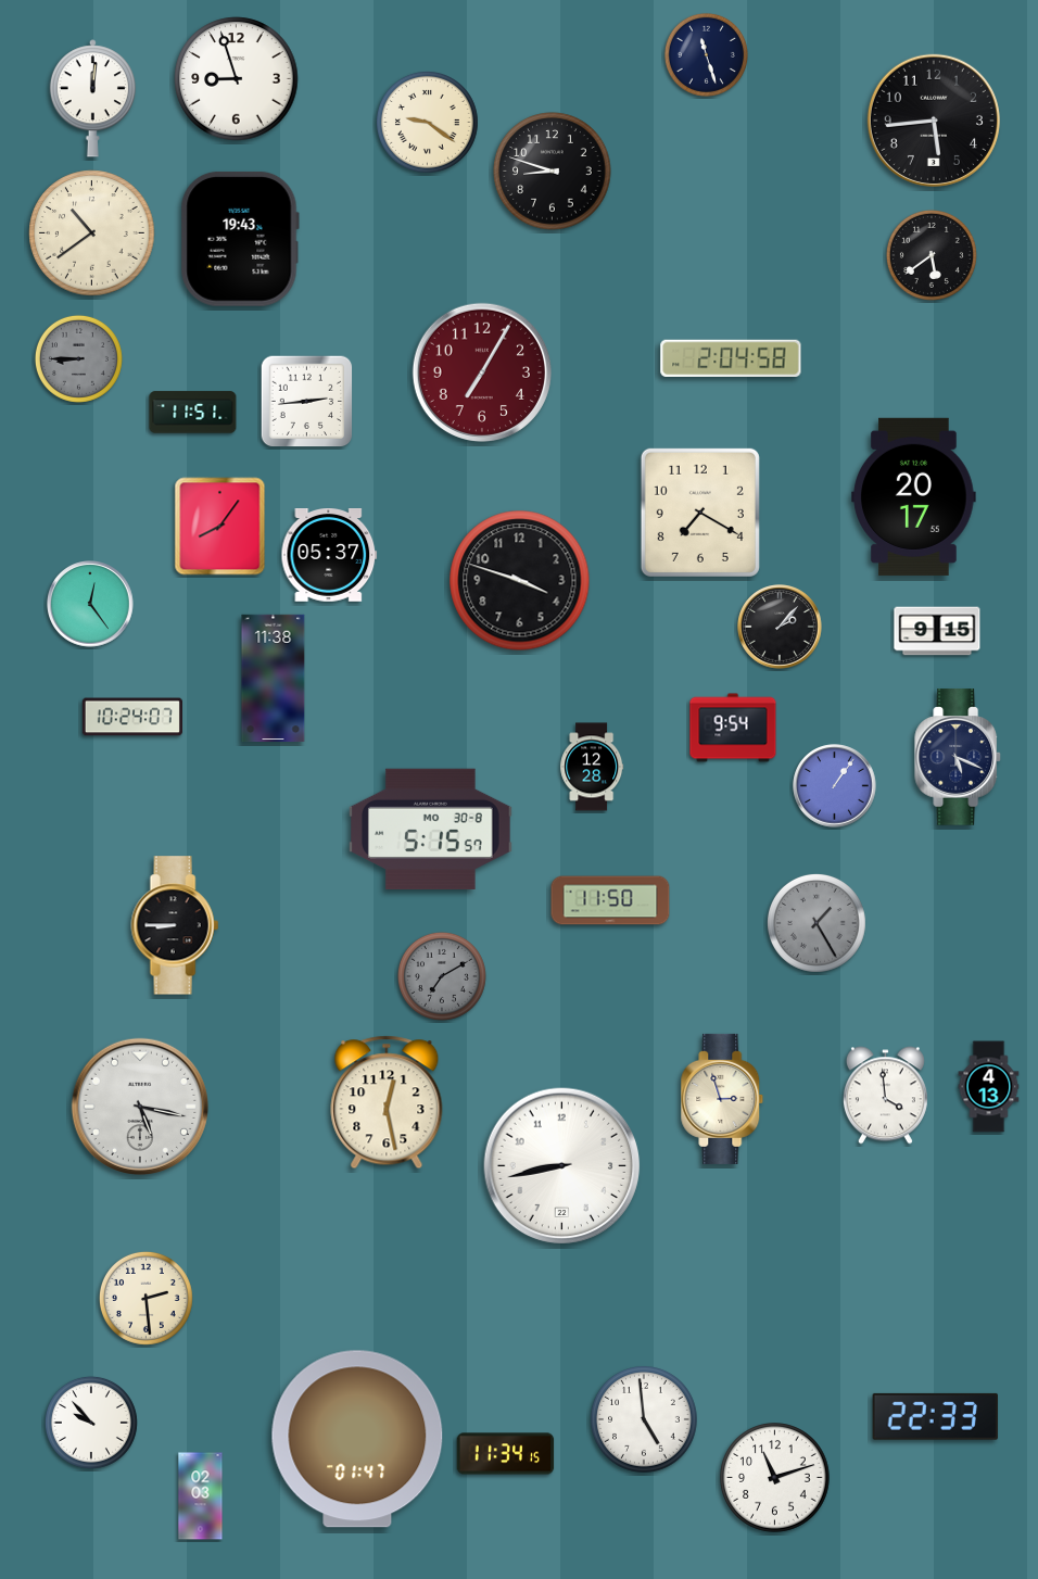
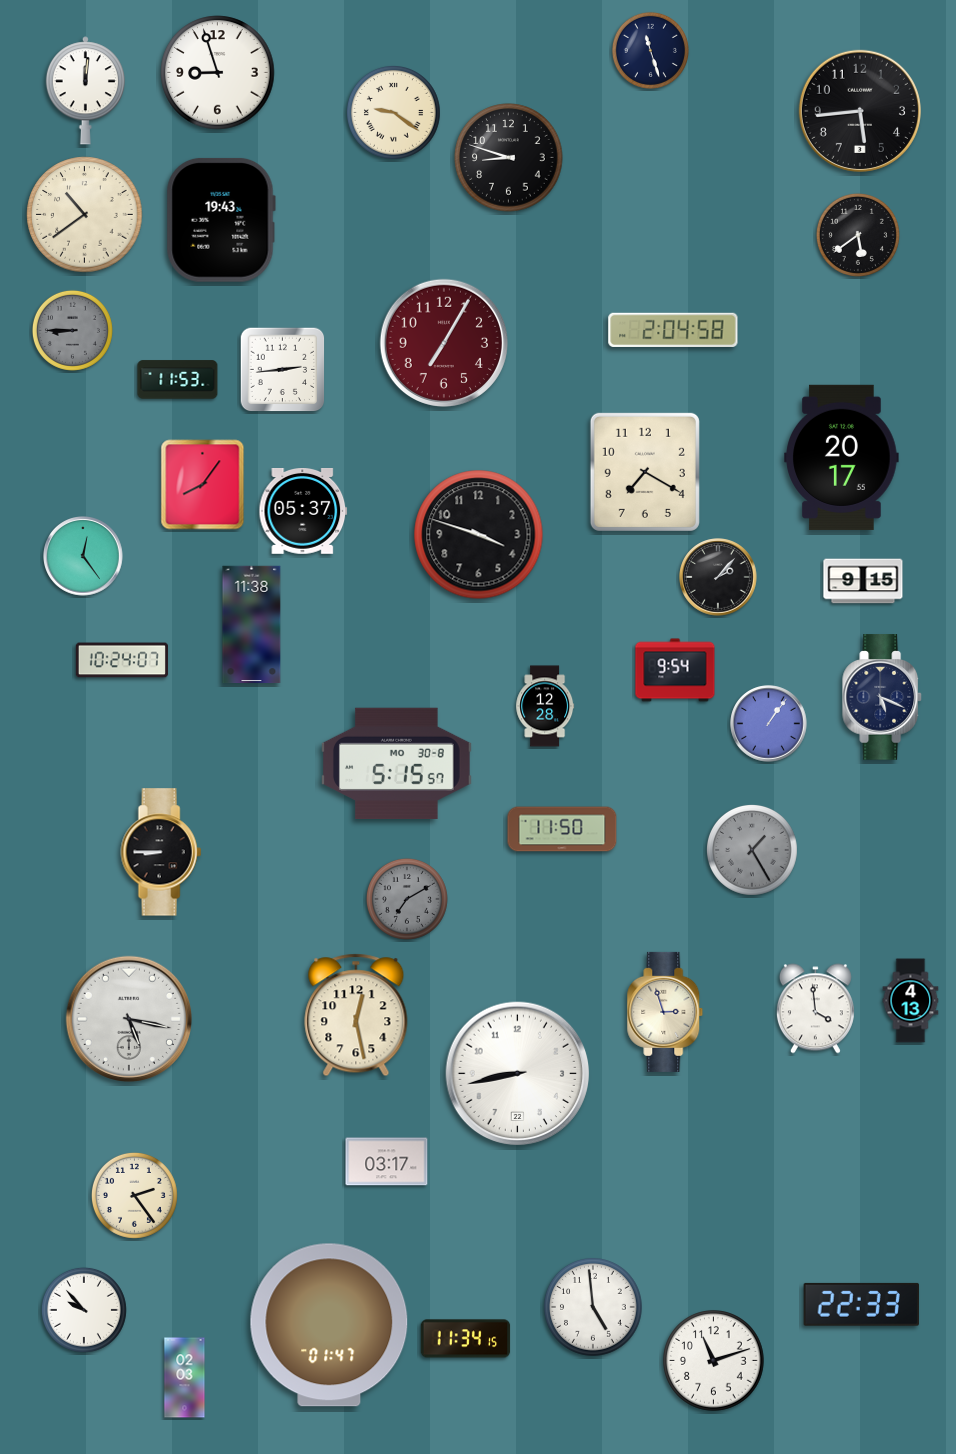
clock at (193, 413): 11:51 -> 11:53
clock at (387, 1162): none -> 03:17
clock at (145, 1298): 2:29 -> 2:24
